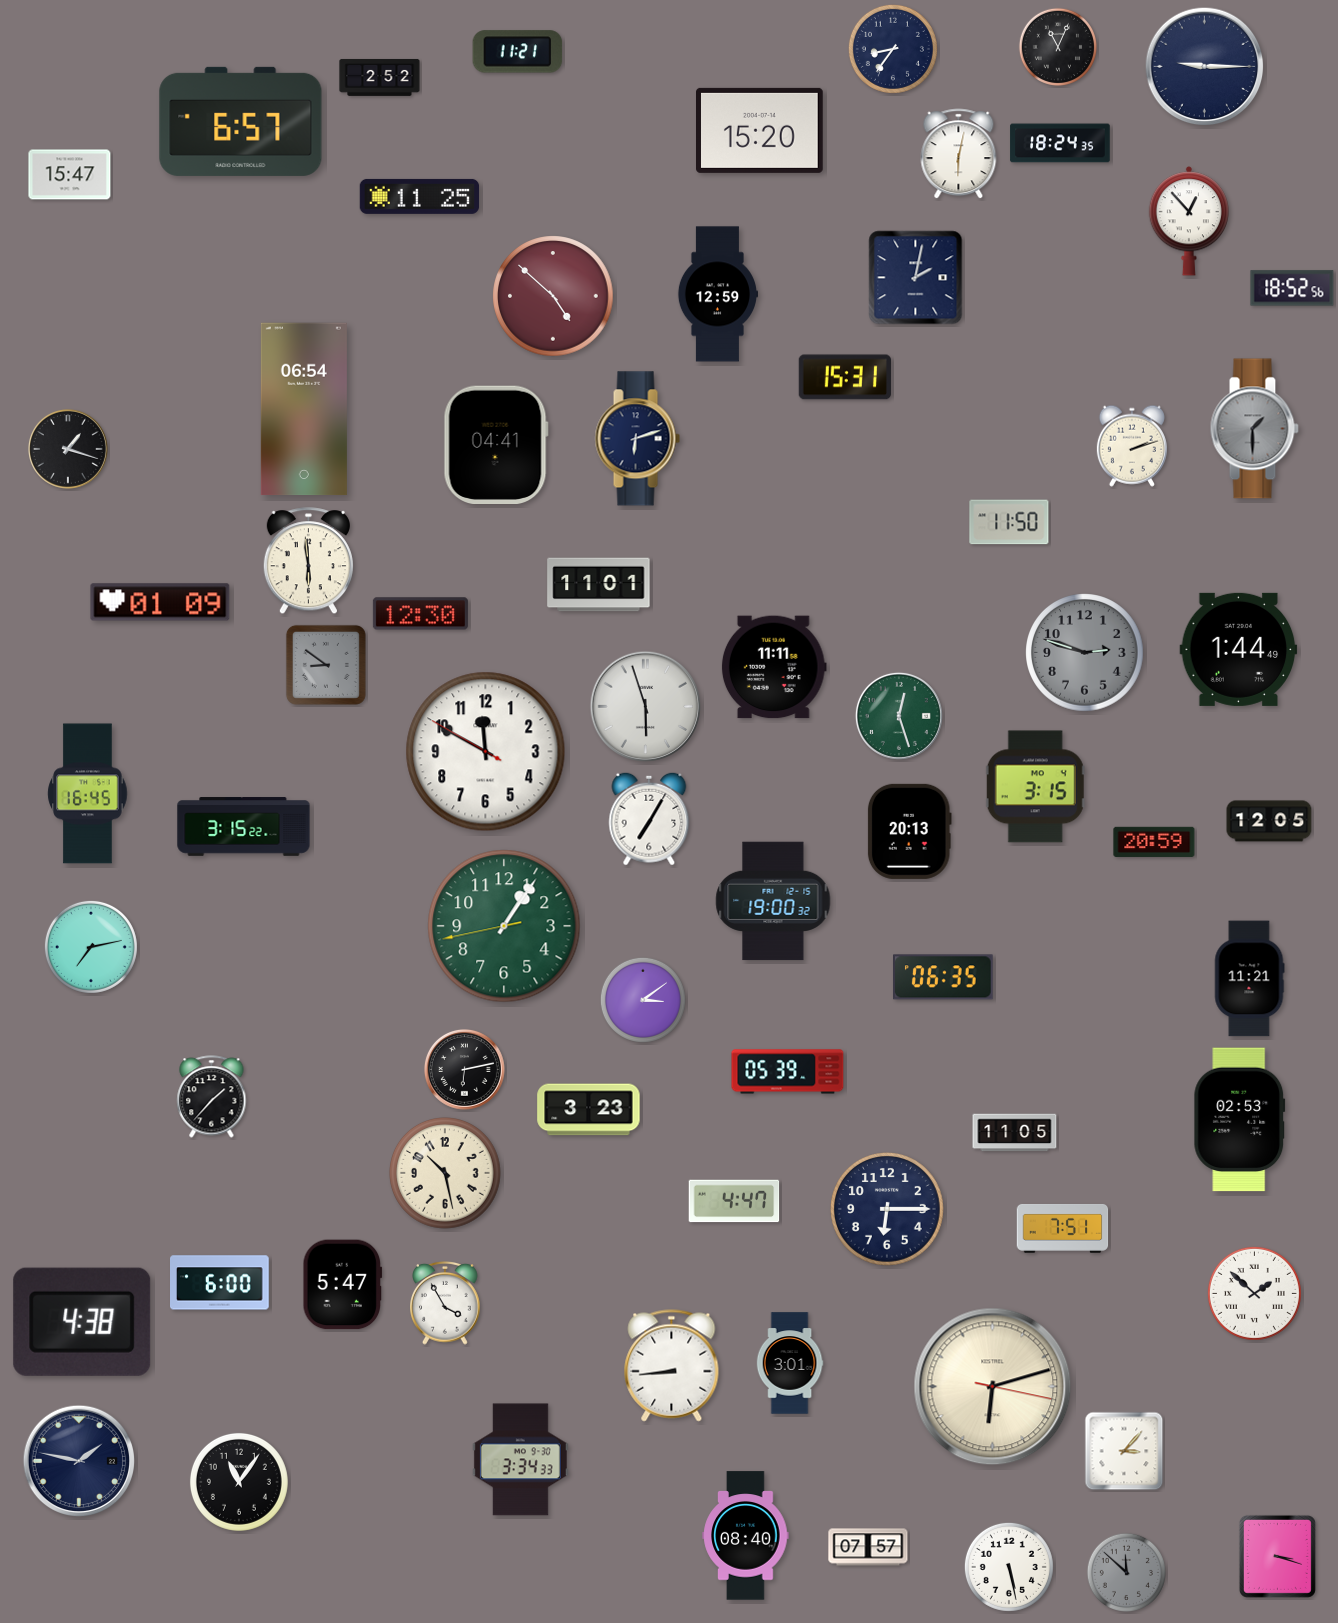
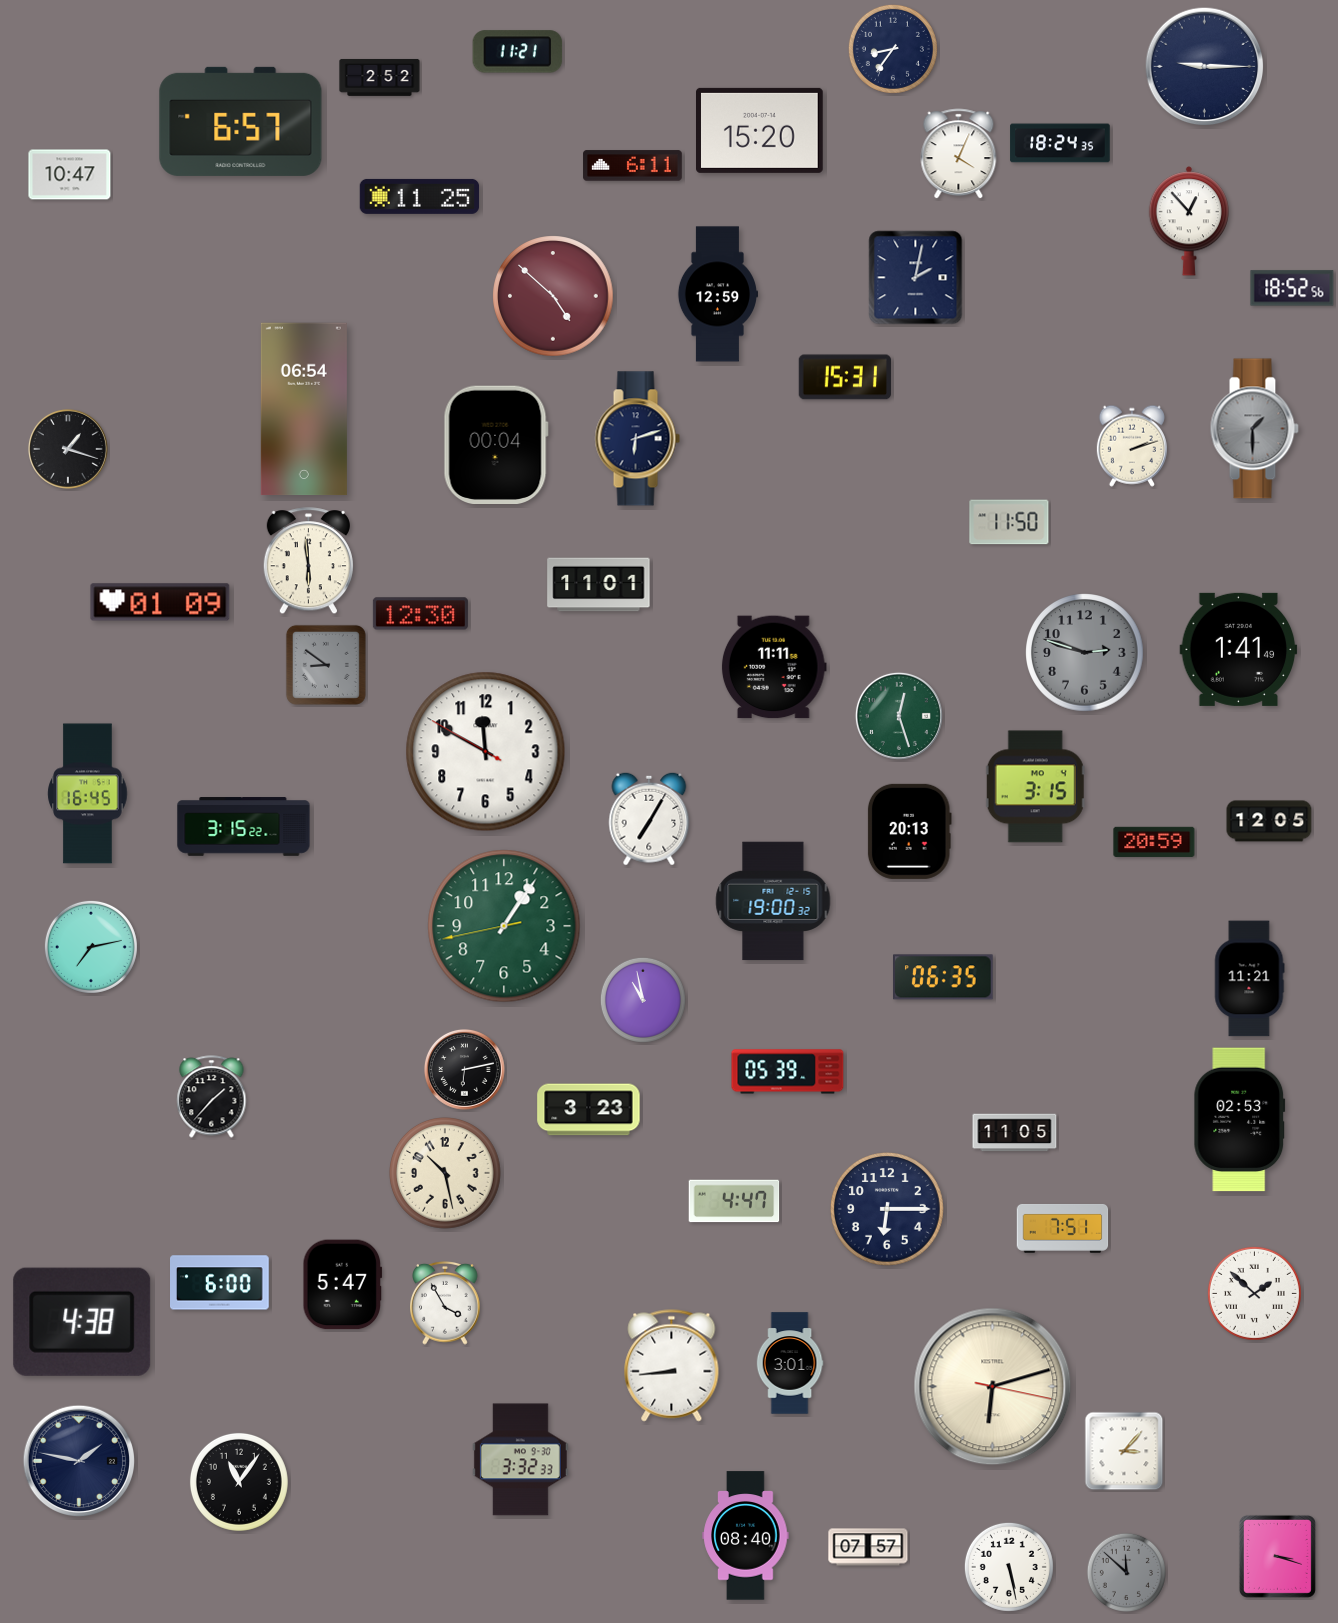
clock at (1057, 46): 11:04 -> none
clock at (959, 154): 6:02 -> 4:04
clock at (633, 166): none -> 6:11
clock at (70, 175): 15:47 -> 10:47
clock at (496, 444): 04:41 -> 00:04
clock at (1239, 649): 1:44 -> 1:41
clock at (645, 706): 5:57 -> none
clock at (643, 1000): 3:09 -> 10:58
clock at (520, 1460): 3:34 -> 3:32
